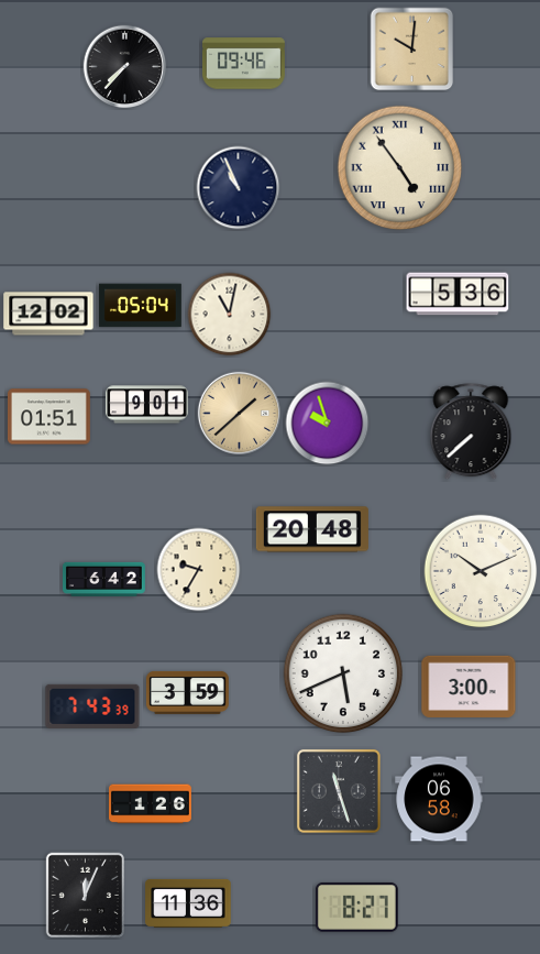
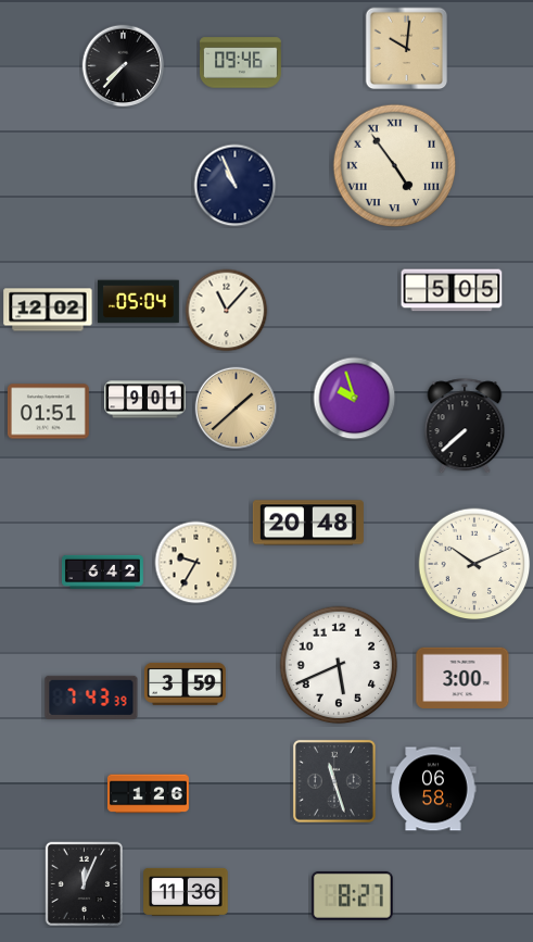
clock at (458, 294): 5:36 -> 5:05
clock at (230, 315): 11:02 -> 11:07
clock at (328, 424) position: (328, 424) -> (355, 399)
